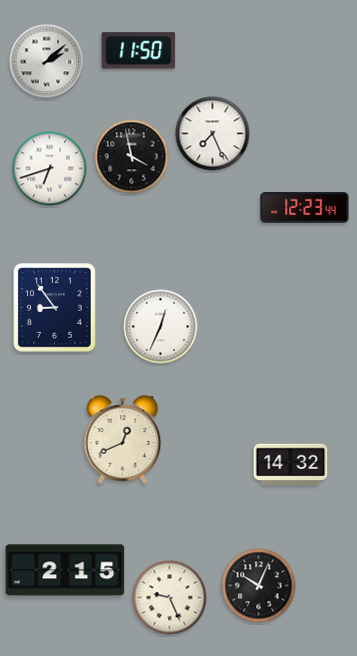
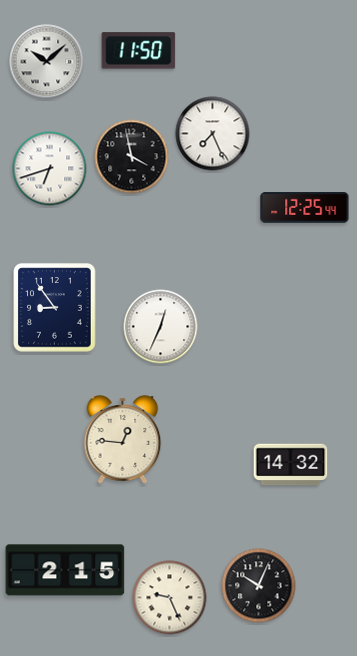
clock at (47, 62): 2:08 -> 10:08
clock at (305, 208): 12:23 -> 12:25
clock at (123, 440): 12:41 -> 12:46
